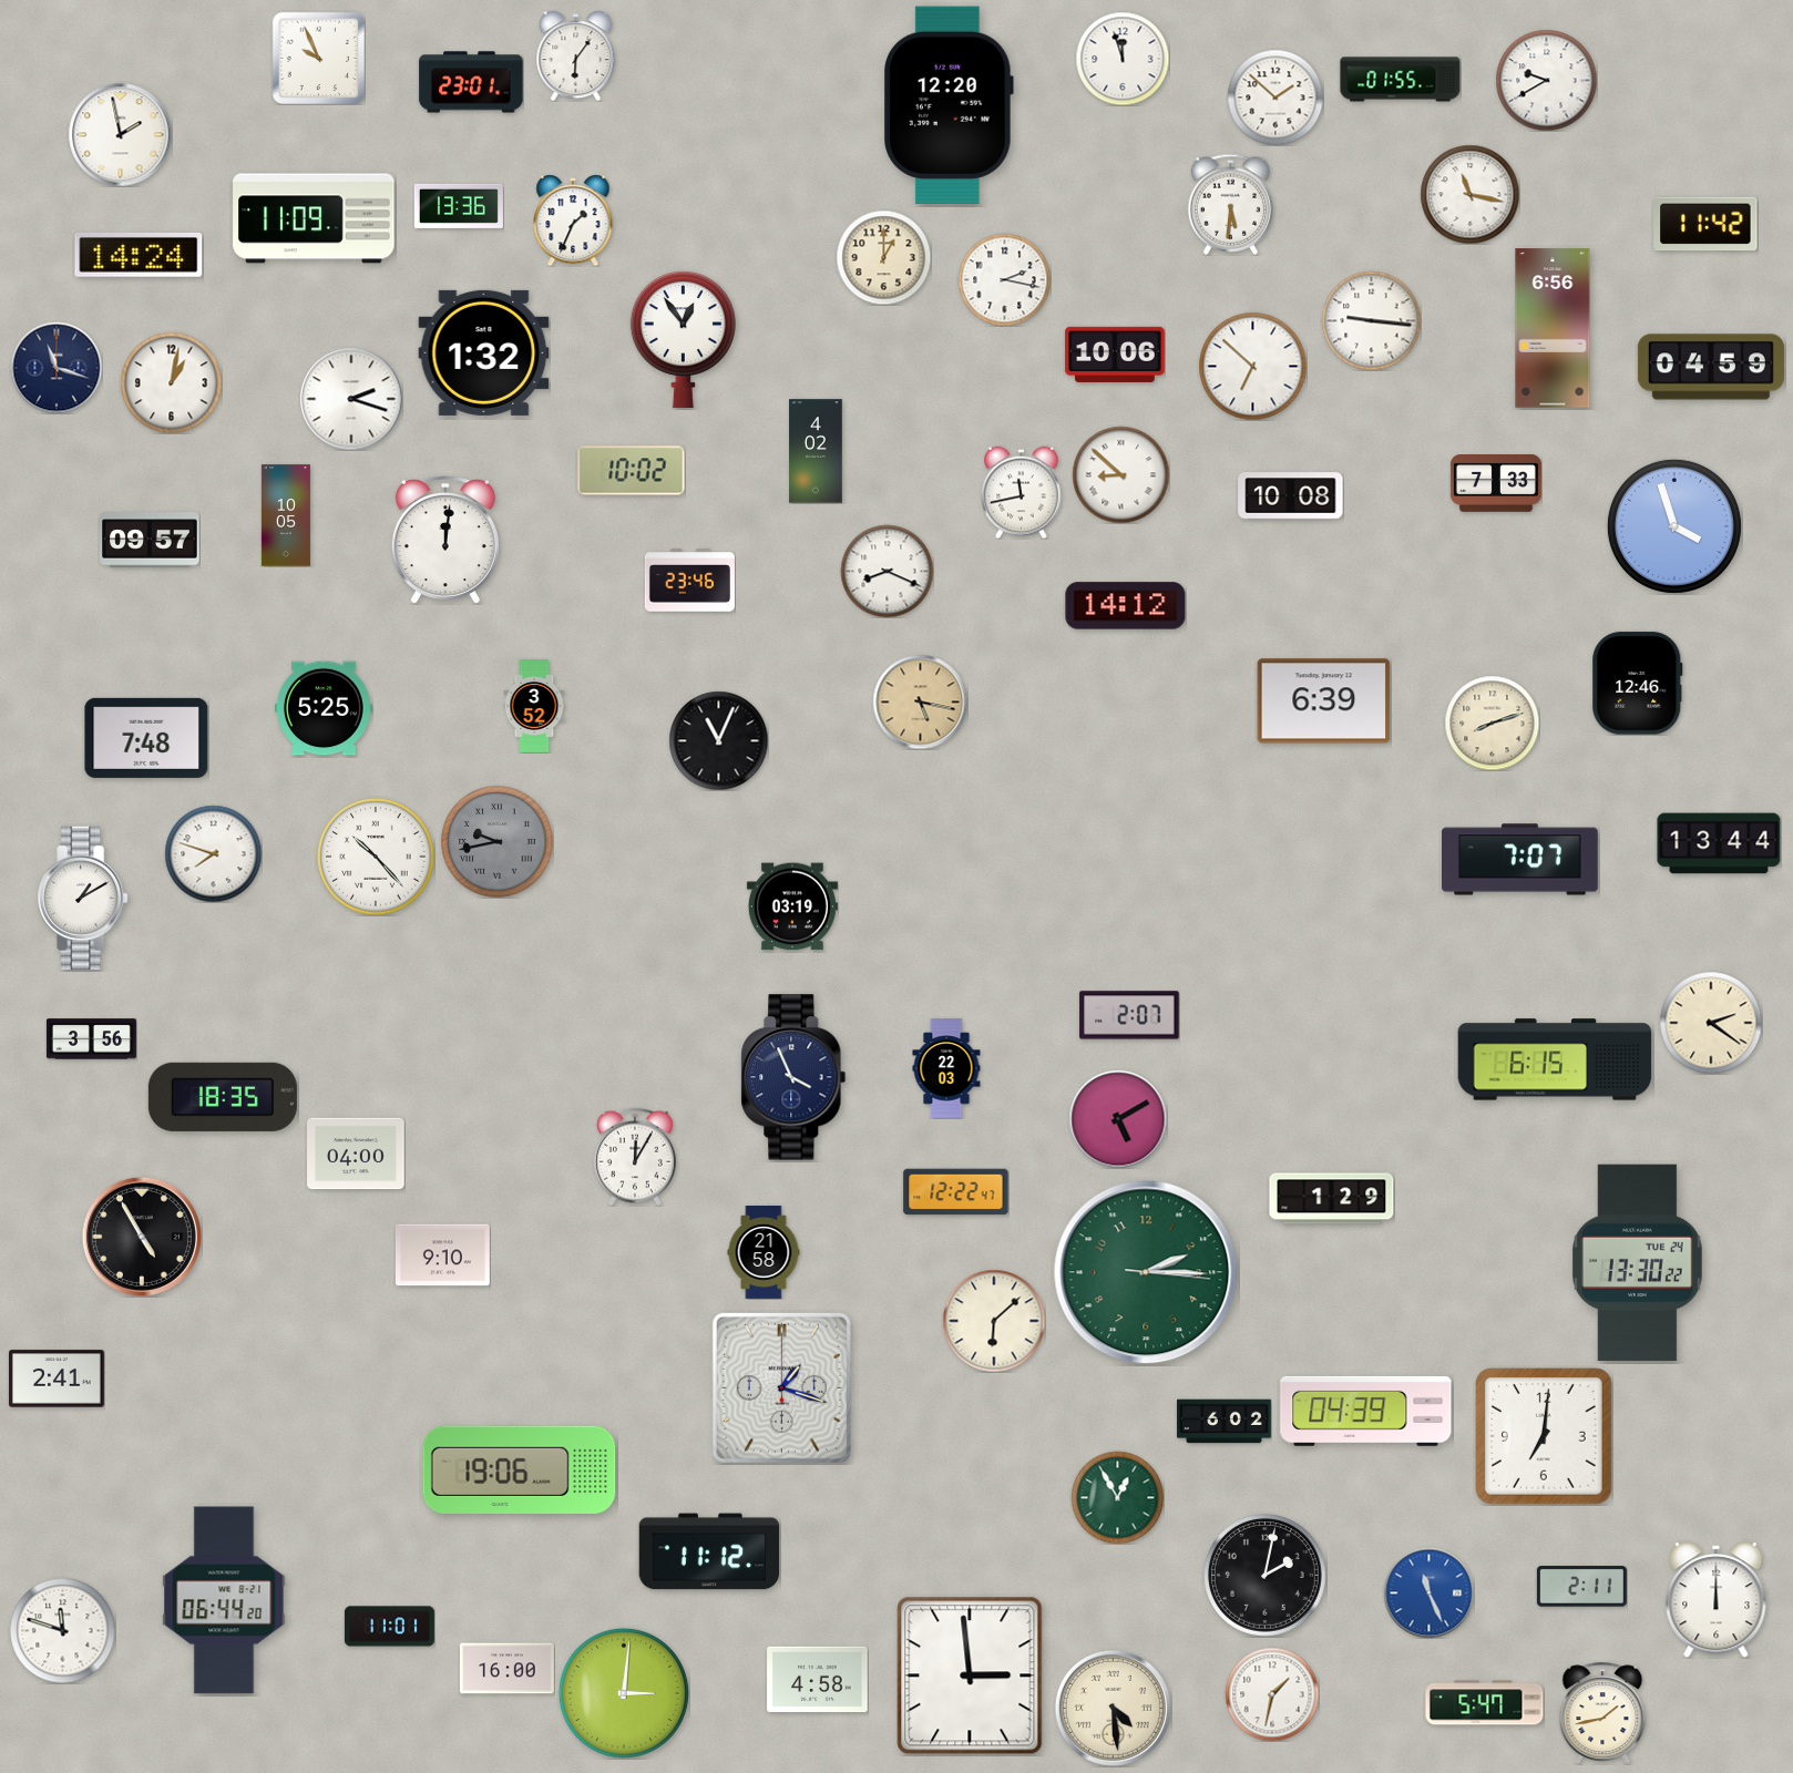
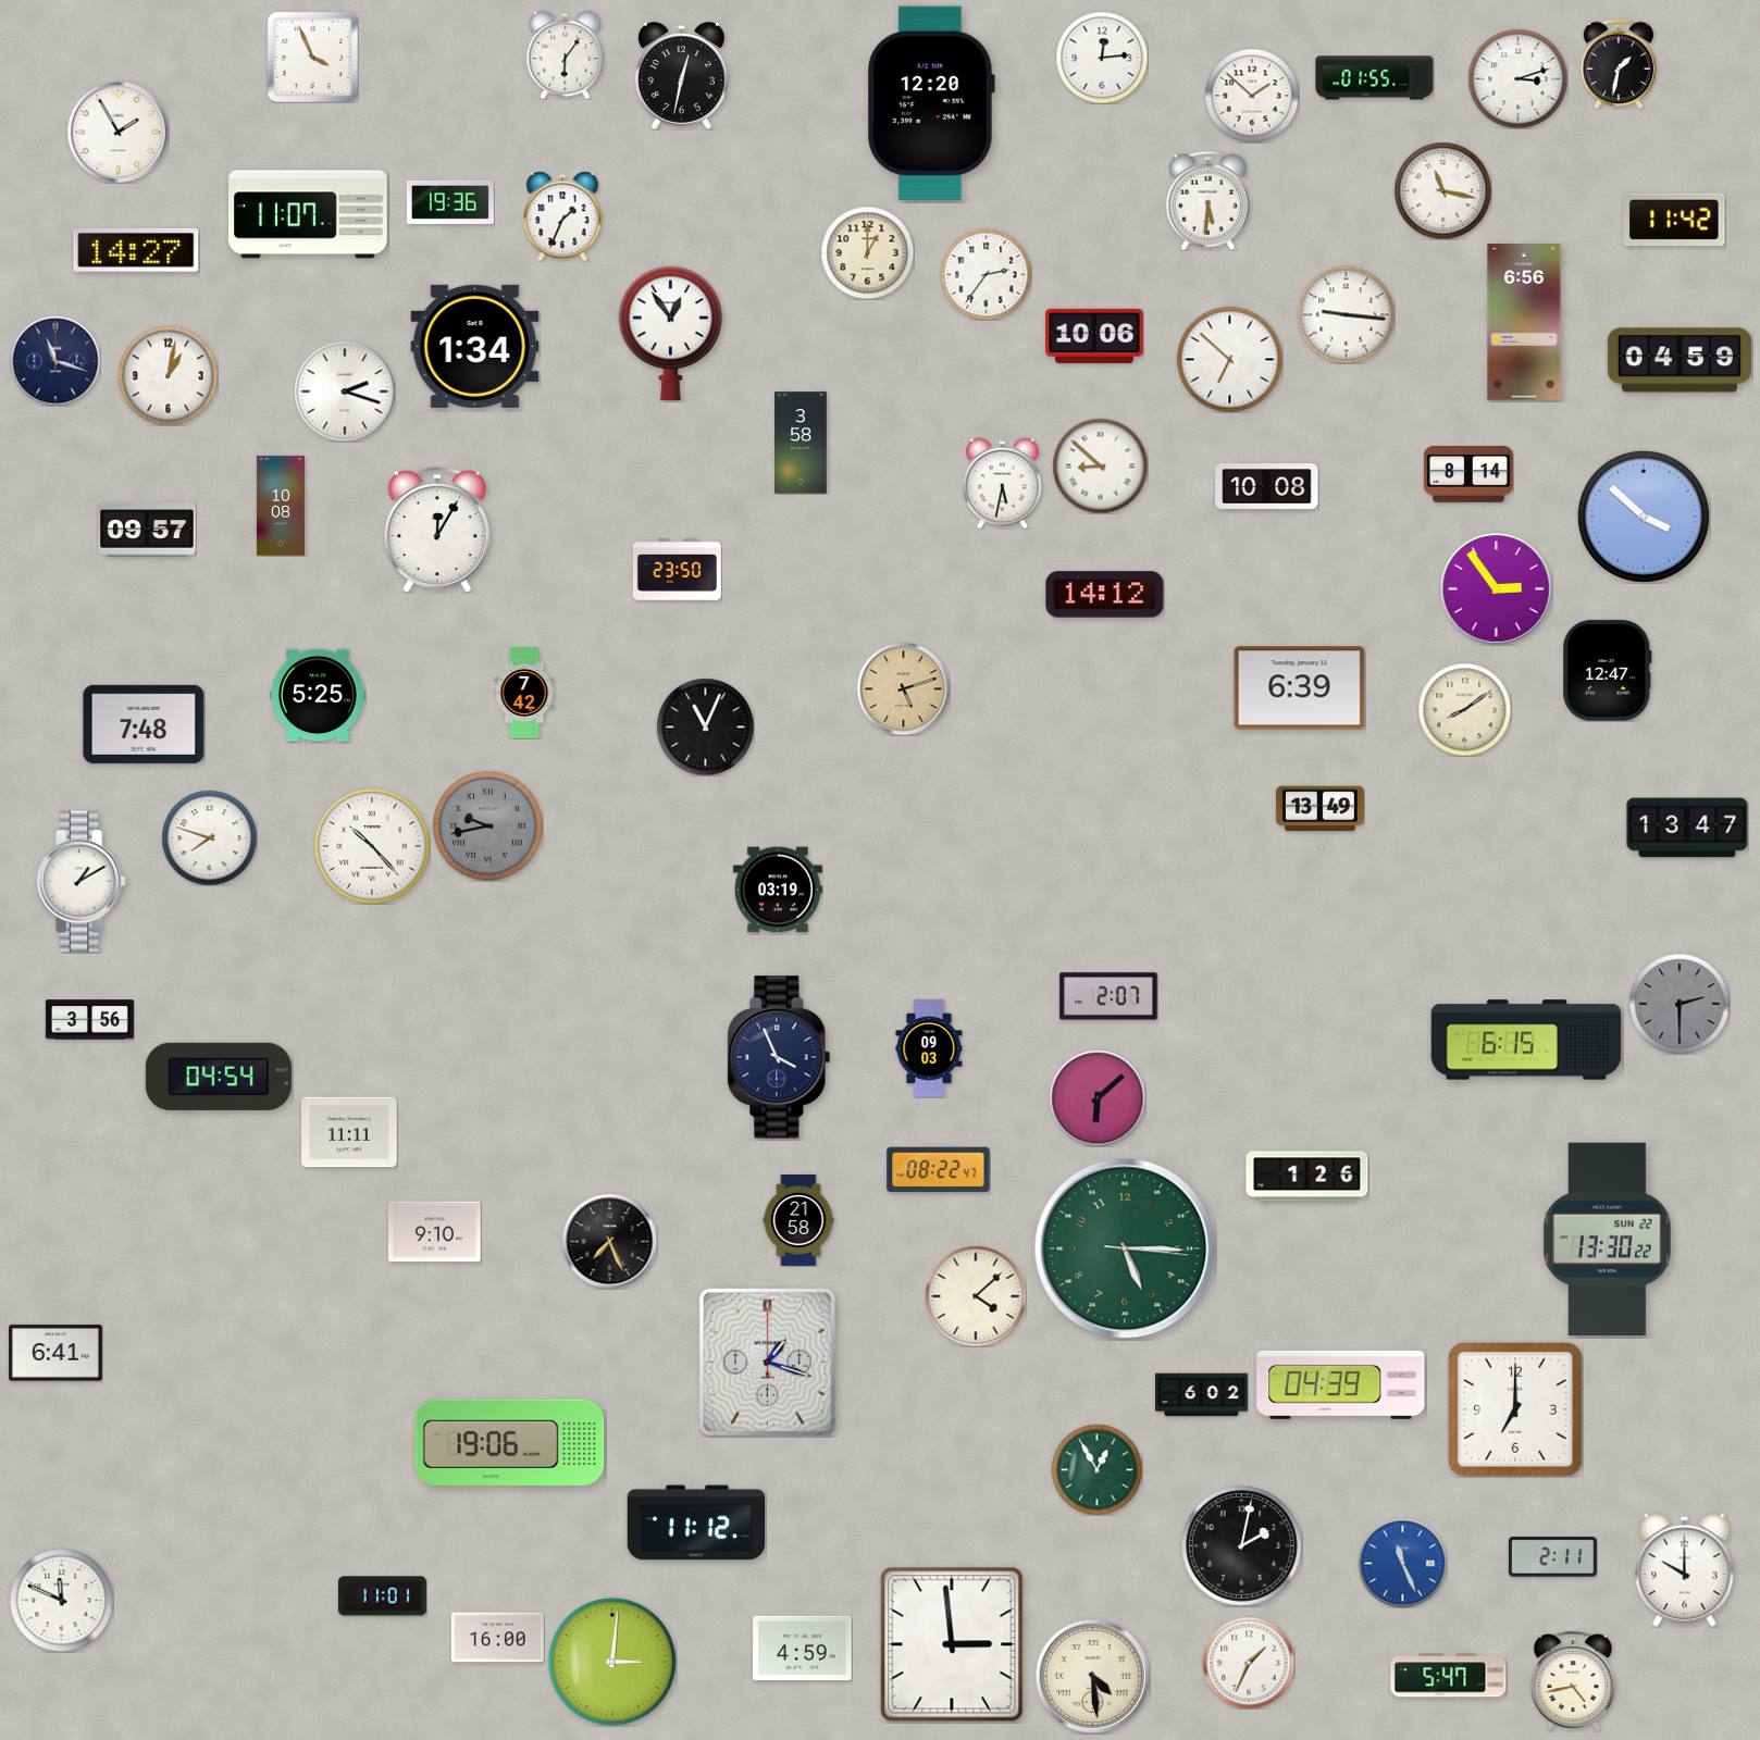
clock at (318, 58): 9:56 -> 3:56
clock at (1123, 59): 11:57 -> 12:14
clock at (1619, 63): none -> 1:32
clock at (681, 76): none -> 12:32
clock at (1546, 80): 9:40 -> 3:12
clock at (471, 82): 23:01 -> none
clock at (120, 134): 1:58 -> 1:55
clock at (459, 206): 13:36 -> 19:36
clock at (314, 218): 11:09 -> 11:07
clock at (139, 256): 14:24 -> 14:27
clock at (1004, 279): 2:17 -> 2:36
clock at (484, 352): 1:32 -> 1:34
clock at (1115, 355) position: (1115, 355) -> (1094, 336)
clock at (816, 451): 4:02 -> 3:58
clock at (632, 471): 10:02 -> none
clock at (1496, 484): 7:33 -> 8:14
clock at (1022, 492): 11:43 -> 5:32
clock at (286, 515): 10:05 -> 10:08
clock at (1674, 526): 3:57 -> 3:52
clock at (445, 540): 12:01 -> 12:05
clock at (887, 571): 8:19 -> none
clock at (689, 581): 23:46 -> 23:50
clock at (1496, 588): none -> 2:54
clock at (1638, 684): 12:46 -> 12:47
clock at (920, 701): 5:17 -> 5:12
clock at (534, 707): 3:52 -> 7:42
clock at (1492, 722): 8:12 -> 8:09
clock at (1319, 809): none -> 13:49
clock at (1719, 843): 13:44 -> 13:47
clock at (376, 857) position: (376, 857) -> (372, 846)
clock at (1520, 860): 7:07 -> none
clock at (1711, 1023): 2:21 -> 2:30
clock at (1711, 1023) dial: cream -> grey
clock at (946, 1068): 22:03 -> 09:03
clock at (223, 1097): 18:35 -> 04:54
clock at (1118, 1119): 5:10 -> 6:08
clock at (356, 1154): 04:00 -> 11:11
clock at (635, 1157): 12:05 -> none
clock at (956, 1192): 12:22 -> 08:22
clock at (1332, 1199): 1:29 -> 1:26
clock at (142, 1237): 4:55 -> none
clock at (764, 1253) position: (764, 1253) -> (798, 1221)
clock at (1637, 1263) date: TUE 24 -> SUN 22
clock at (609, 1241): none -> 7:26
clock at (1146, 1272): 2:15 -> 5:15
clock at (994, 1321): 6:08 -> 4:08
clock at (58, 1379): 2:41 -> 6:41
clock at (1545, 1437): 7:01 -> 7:00
clock at (224, 1600): 06:44 -> none
clock at (1717, 1600): 12:00 -> 10:00
clock at (62, 1630): 11:48 -> 11:49
clock at (818, 1680): 4:58 -> 4:59
clock at (1272, 1694): 1:32 -> 1:34
clock at (1485, 1703) position: (1485, 1703) -> (1449, 1676)
clock at (1602, 1713): 1:43 -> 4:43
